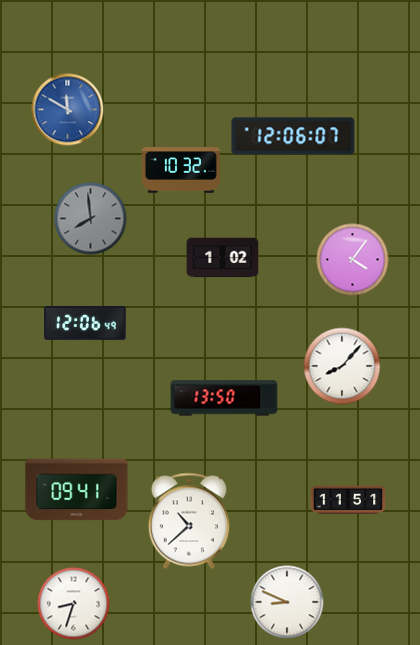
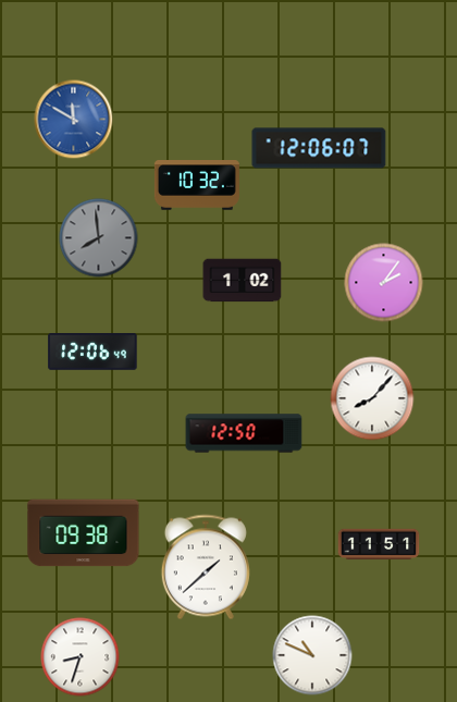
clock at (353, 260): 4:06 -> 2:06
clock at (224, 398): 13:50 -> 12:50
clock at (77, 490): 09:41 -> 09:38
clock at (189, 521): 10:38 -> 1:38
clock at (287, 602): 8:49 -> 10:49
